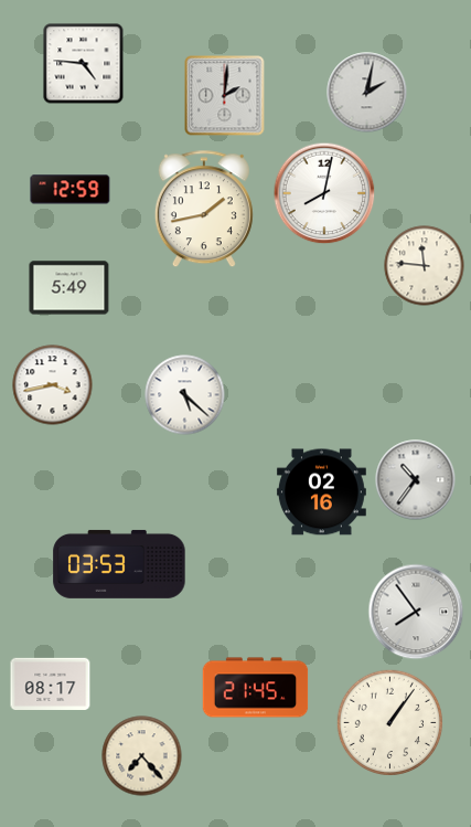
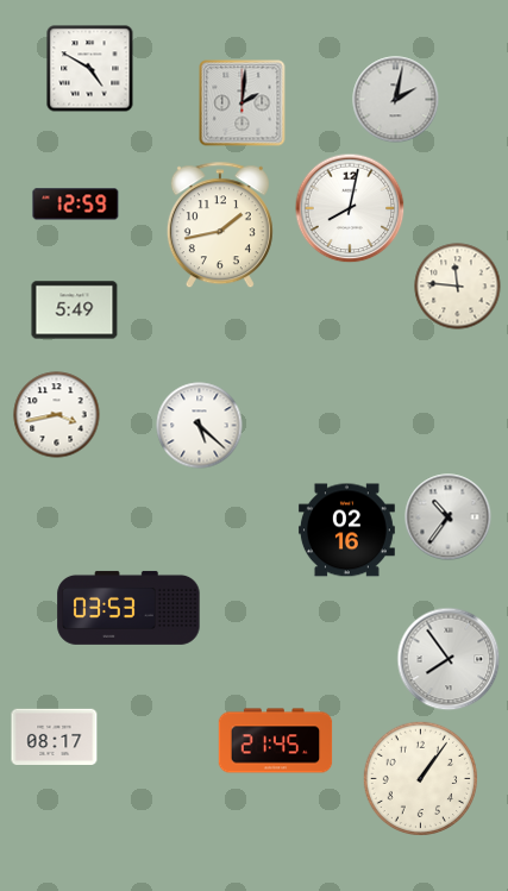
clock at (84, 64): 4:46 -> 4:50
clock at (142, 756): 7:23 -> none
